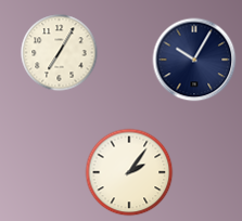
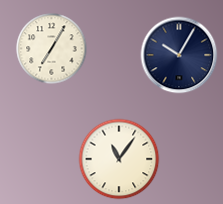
clock at (60, 53) position: (60, 53) -> (52, 49)
clock at (129, 172): 2:06 -> 11:06
